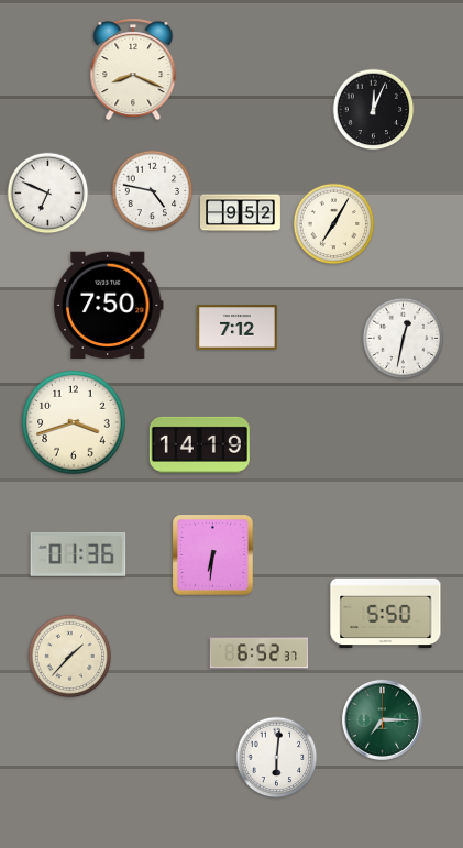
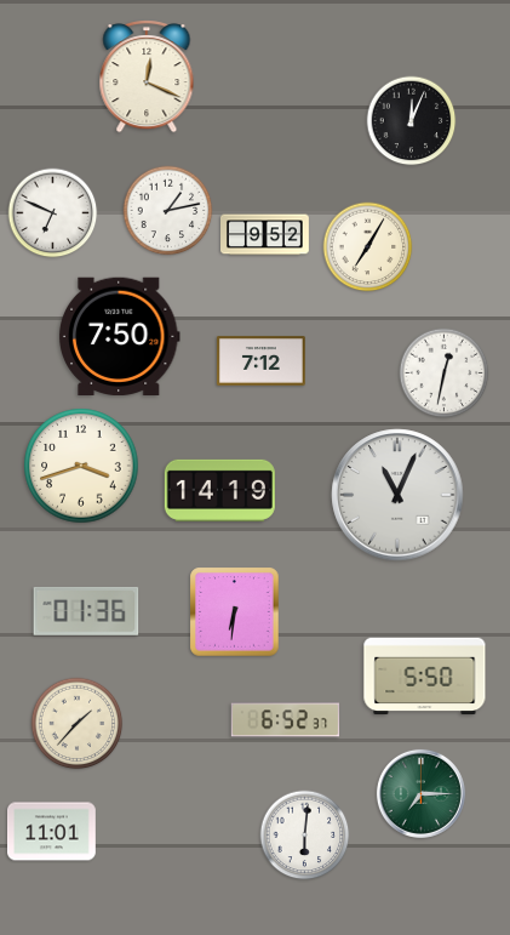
clock at (133, 69): 8:19 -> 12:19
clock at (153, 191): 4:47 -> 1:13
clock at (397, 495): none -> 11:04
clock at (52, 832): none -> 11:01
